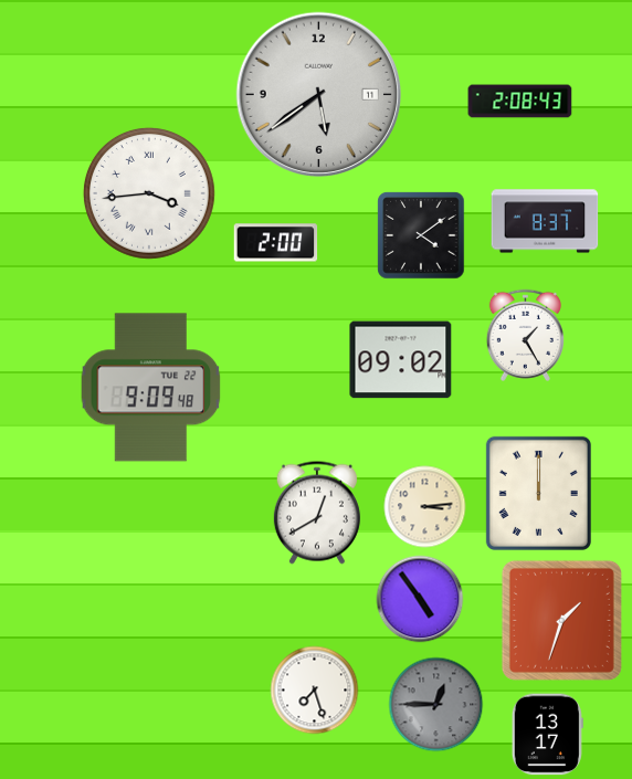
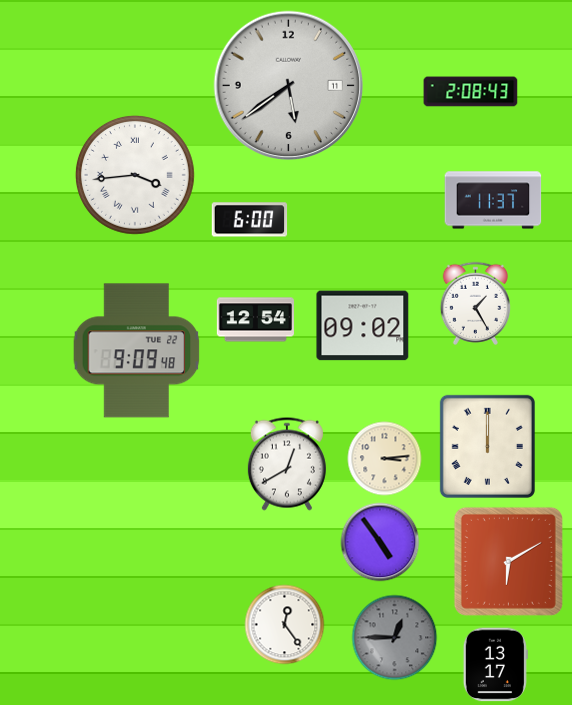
clock at (545, 221): 8:37 -> 11:37
clock at (421, 235): 4:09 -> none
clock at (276, 243): 2:00 -> 6:00
clock at (255, 320): none -> 12:54
clock at (561, 620): 1:33 -> 6:10
clock at (315, 691): 7:27 -> 12:24
